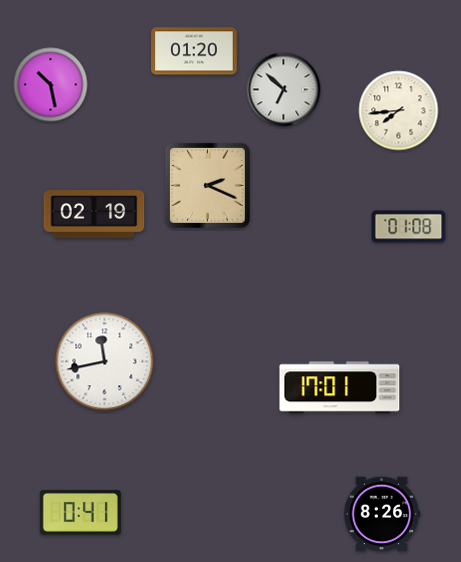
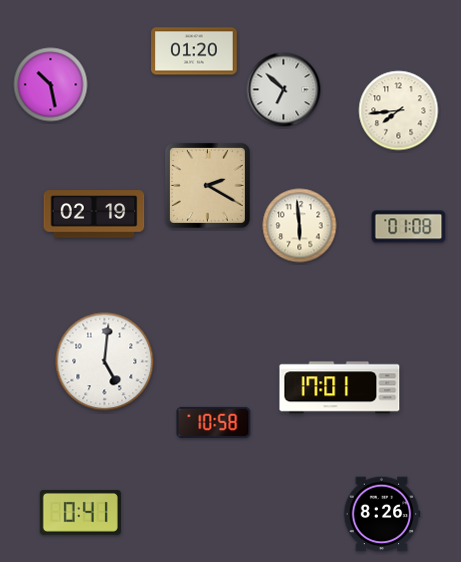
clock at (207, 185): 2:19 -> 2:20
clock at (300, 226): none -> 5:59
clock at (105, 362): 11:43 -> 5:01
clock at (214, 422): none -> 10:58
